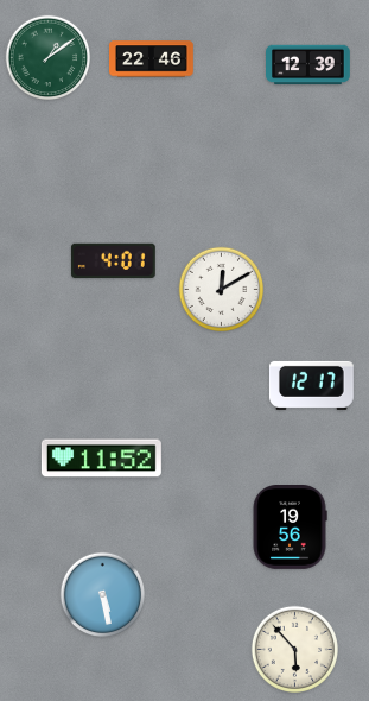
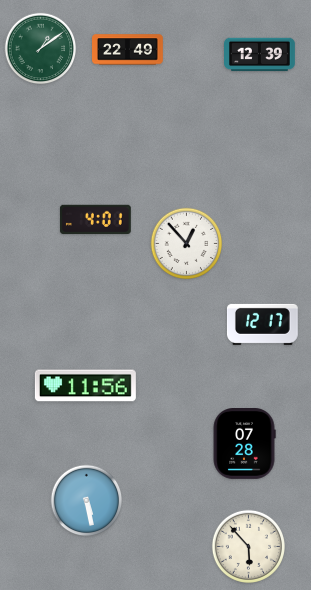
clock at (152, 59): 22:46 -> 22:49
clock at (222, 290): 12:10 -> 12:53
clock at (101, 459): 11:52 -> 11:56
clock at (290, 528): 19:56 -> 07:28
